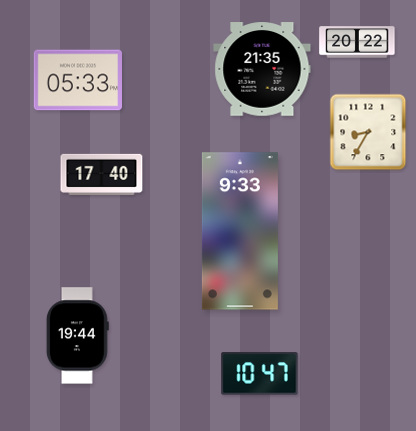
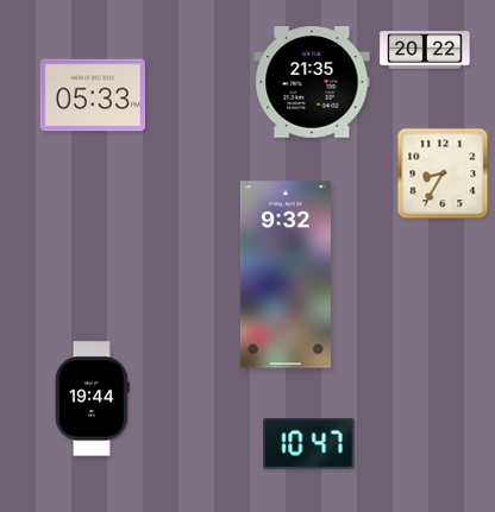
clock at (368, 132) position: (368, 132) -> (443, 173)
clock at (102, 174): 17:40 -> none
clock at (240, 231): 9:33 -> 9:32
